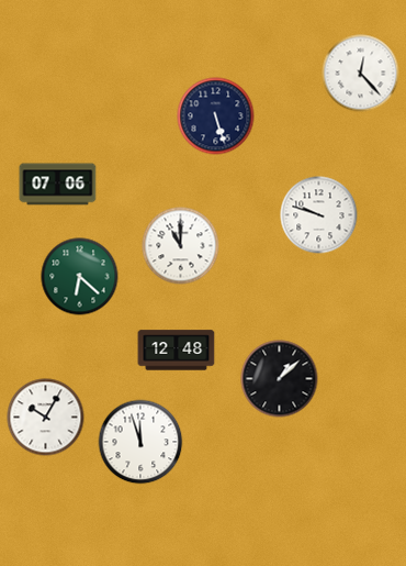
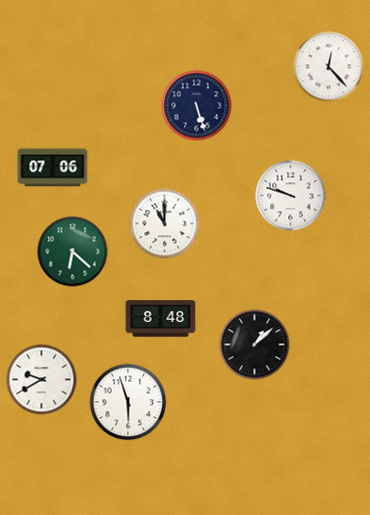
clock at (177, 351): 12:48 -> 8:48
clock at (46, 418): 10:05 -> 9:40
clock at (140, 442): 11:57 -> 5:57
